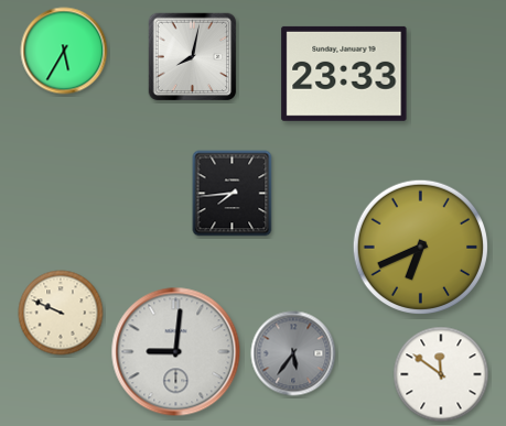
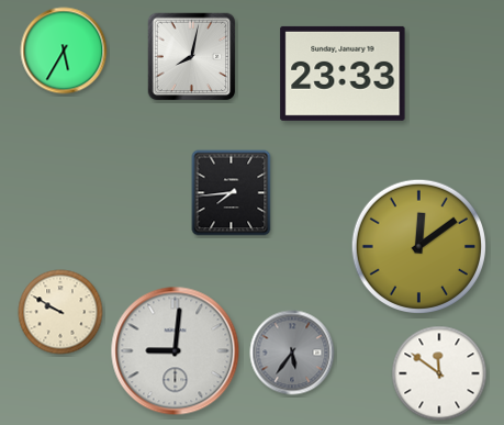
clock at (421, 248): 6:41 -> 12:09
clock at (61, 313): 9:49 -> 9:50
